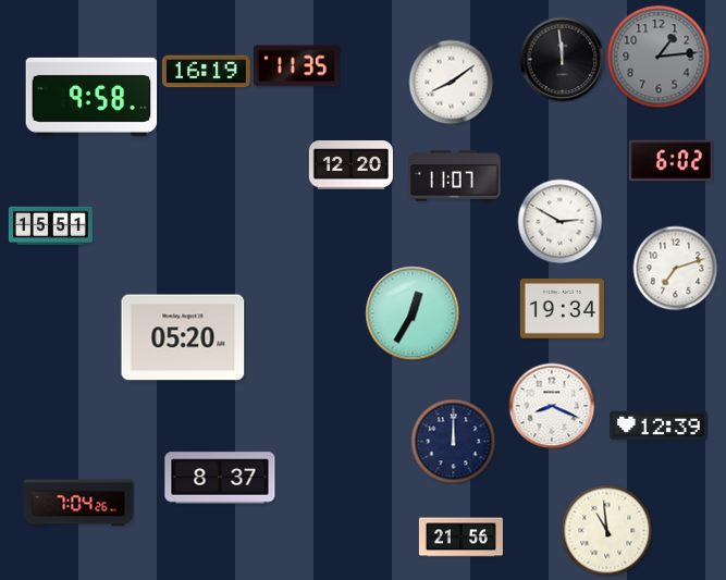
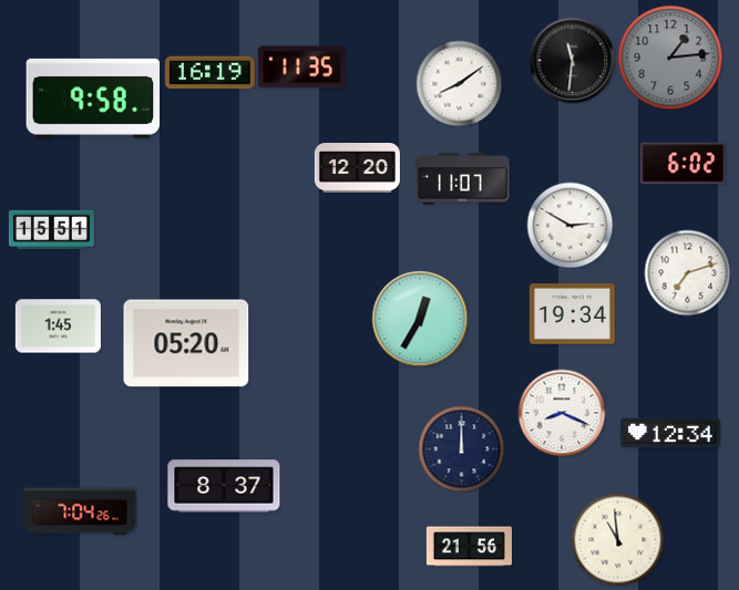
clock at (562, 59): 11:59 -> 11:31
clock at (58, 327): none -> 1:45
clock at (659, 425): 12:39 -> 12:34
